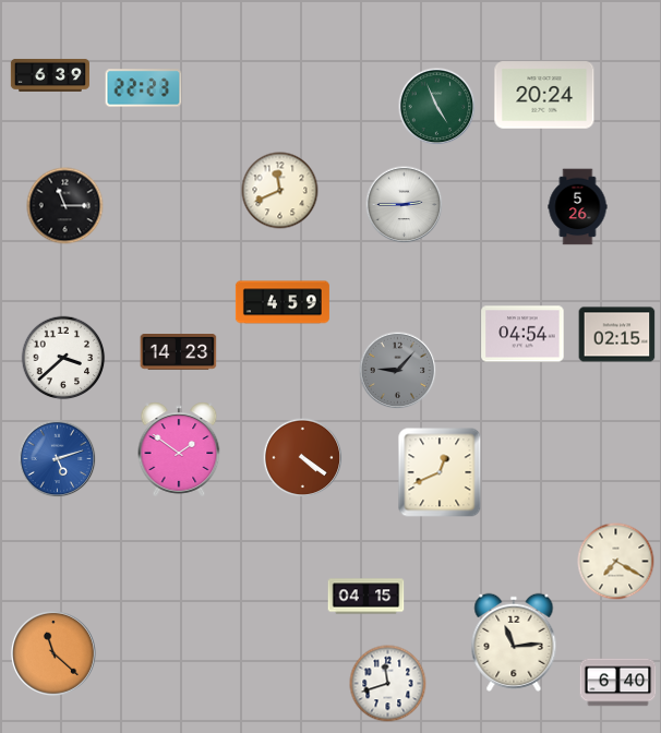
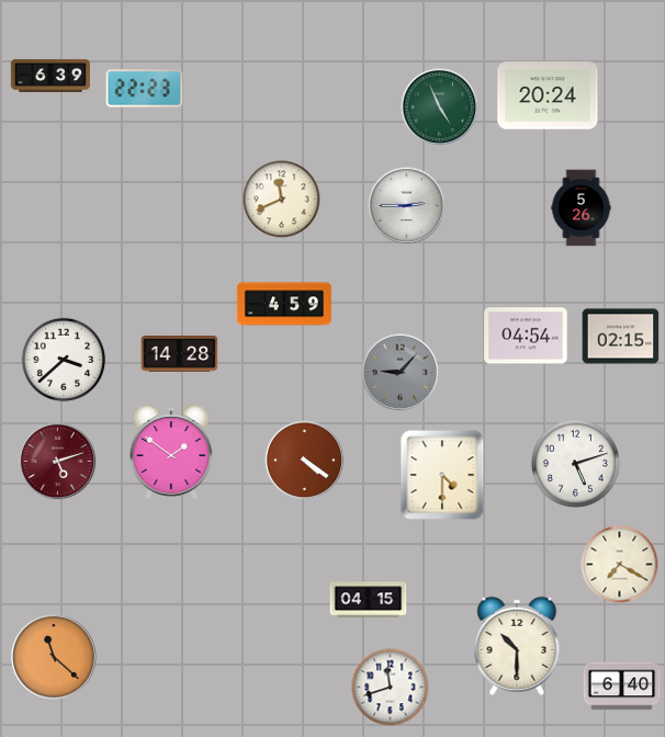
clock at (280, 191) position: (280, 191) -> (282, 200)
clock at (65, 206): 11:15 -> none
clock at (179, 352): 14:23 -> 14:28
clock at (179, 449) position: (179, 449) -> (171, 452)
clock at (58, 459) dial: blue -> burgundy
clock at (575, 463): none -> 5:12
clock at (440, 472): 12:41 -> 4:30
clock at (514, 642): 11:14 -> 10:30
